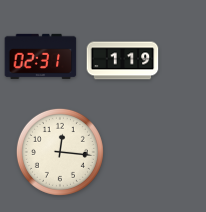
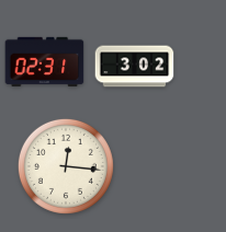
clock at (123, 61): 1:19 -> 3:02
